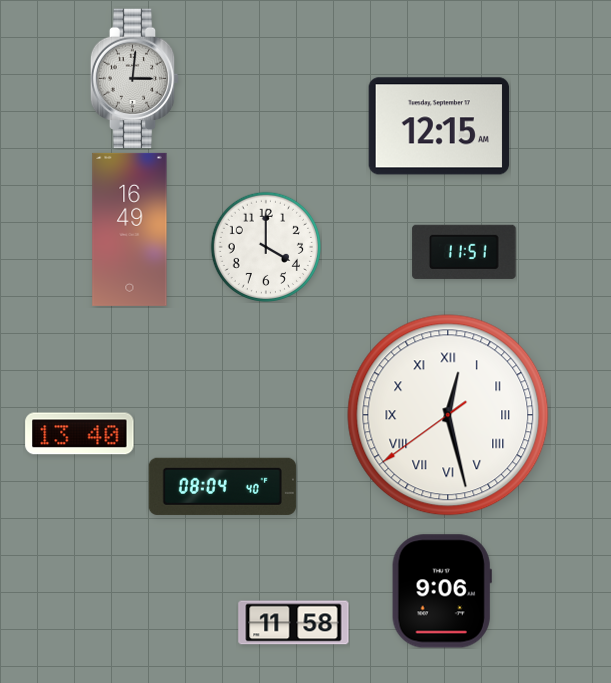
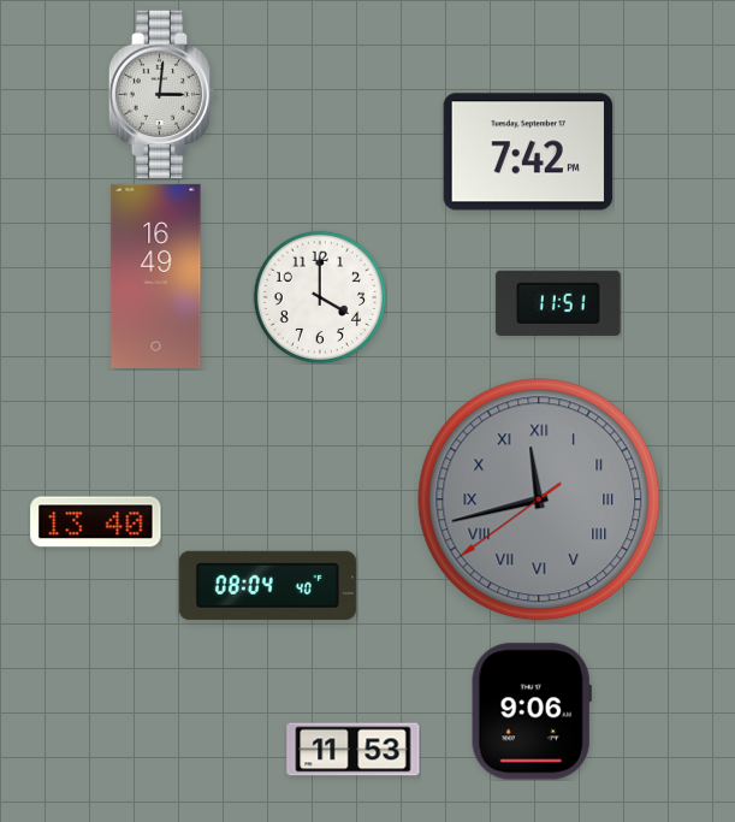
clock at (439, 126): 12:15 -> 7:42
clock at (448, 415): 12:27 -> 11:42
clock at (448, 415) dial: white -> grey
clock at (294, 623): 11:58 -> 11:53
